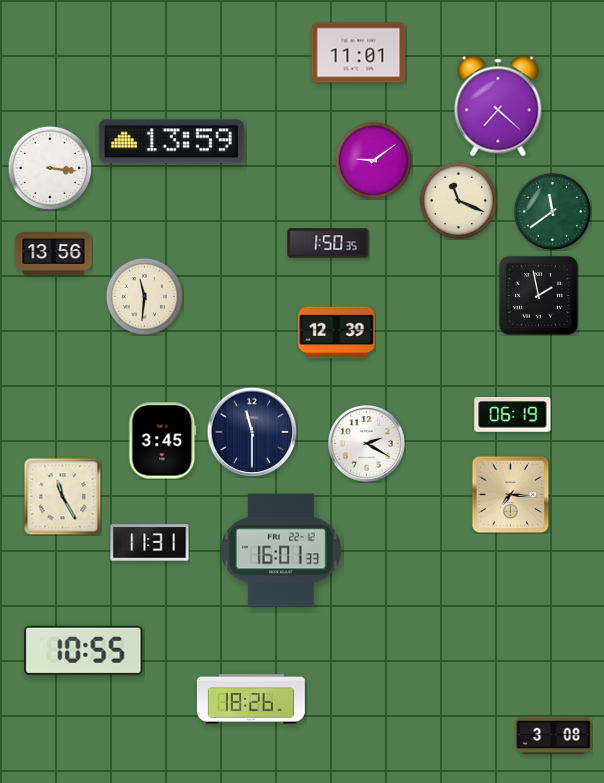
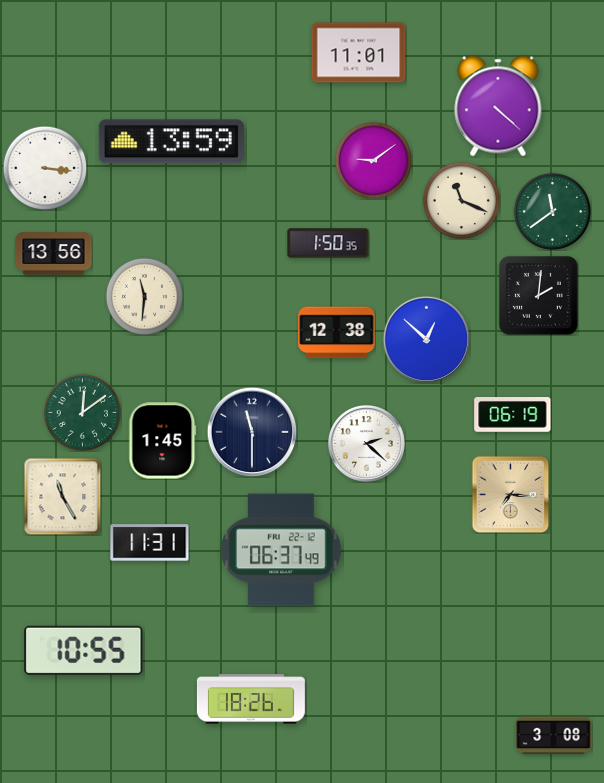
clock at (498, 106): 7:22 -> 4:22
clock at (50, 168) position: (50, 168) -> (45, 168)
clock at (458, 200) position: (458, 200) -> (461, 200)
clock at (538, 295): 1:58 -> 2:01
clock at (337, 333): 12:39 -> 12:38
clock at (426, 339): none -> 12:52
clock at (82, 412): none -> 12:09
clock at (163, 441): 3:45 -> 1:45
clock at (367, 444): 2:20 -> 2:22
clock at (282, 550): 16:01 -> 06:37
